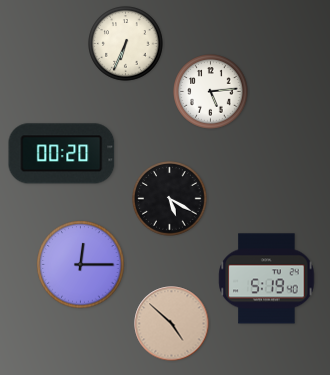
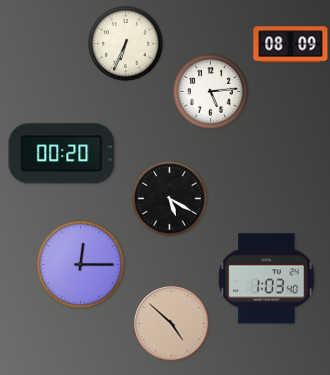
clock at (291, 45): none -> 08:09
clock at (267, 279): 5:19 -> 1:03
